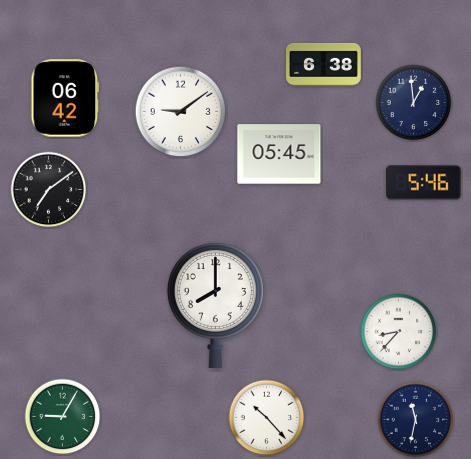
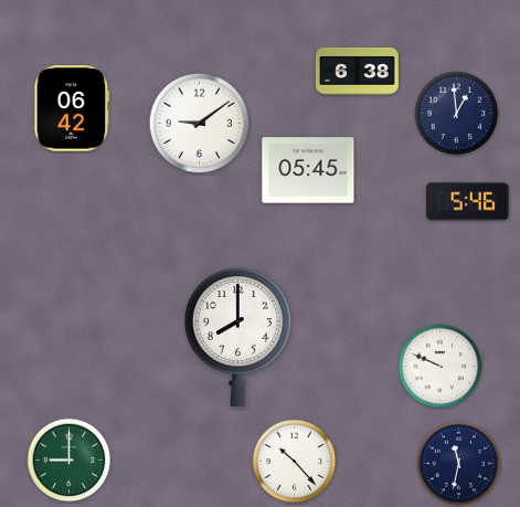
clock at (49, 190): 7:09 -> none
clock at (399, 332): 8:37 -> 9:49
clock at (63, 417): 9:05 -> 9:00
